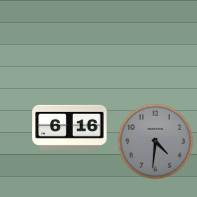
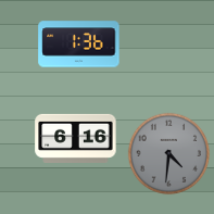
clock at (79, 45): none -> 1:36
